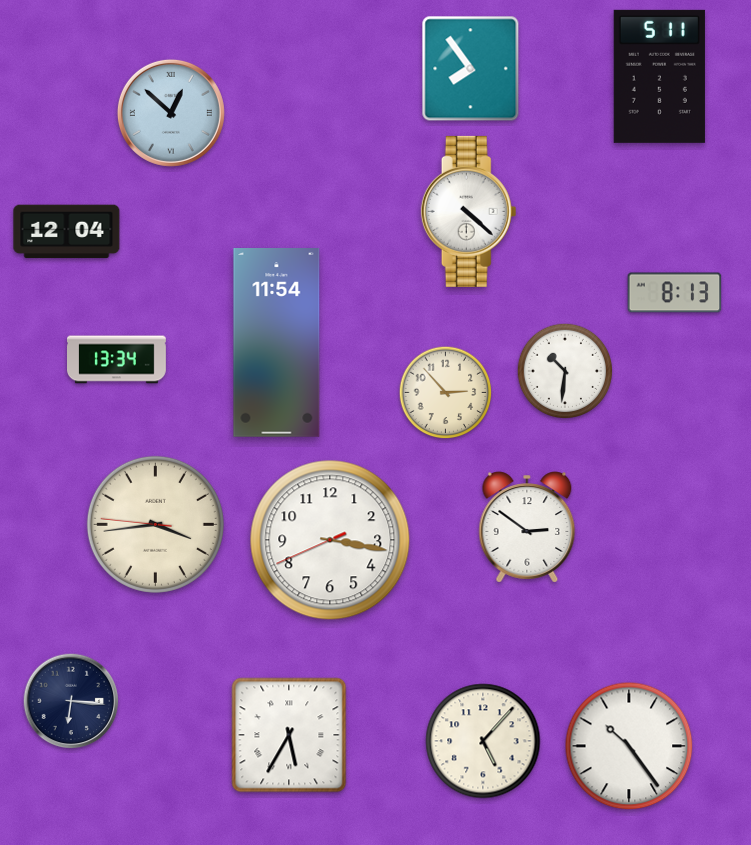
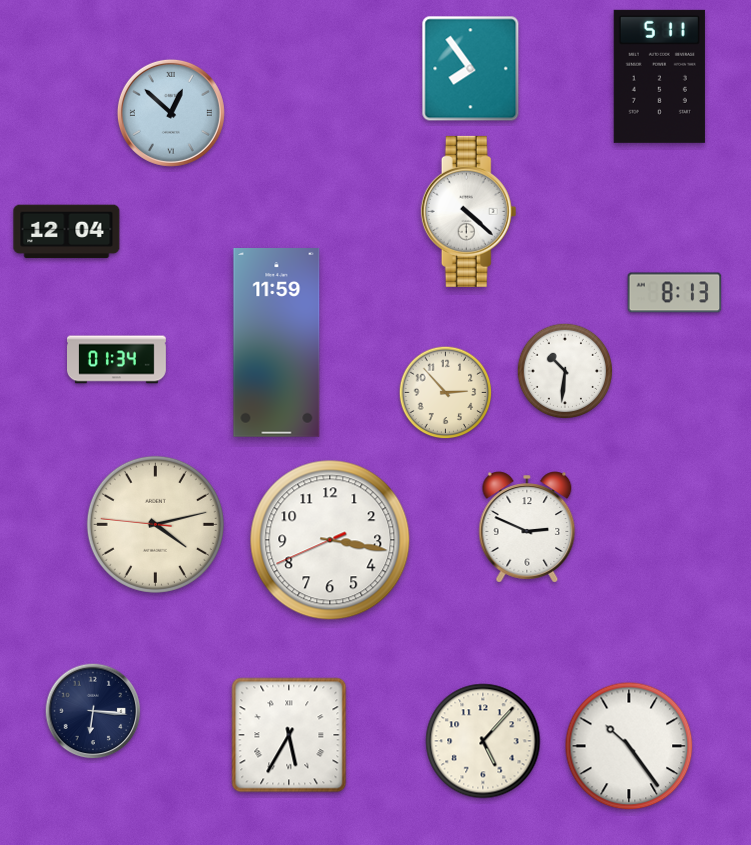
clock at (277, 343): 11:54 -> 11:59
clock at (117, 360): 13:34 -> 01:34
clock at (155, 524): 3:43 -> 4:12
clock at (527, 527): 2:51 -> 2:49
clock at (71, 701) position: (71, 701) -> (93, 711)
